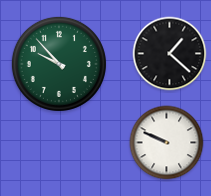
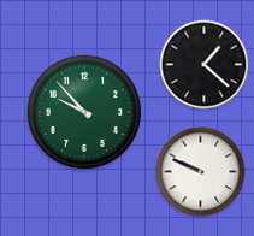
clock at (59, 64) position: (59, 64) -> (84, 112)
